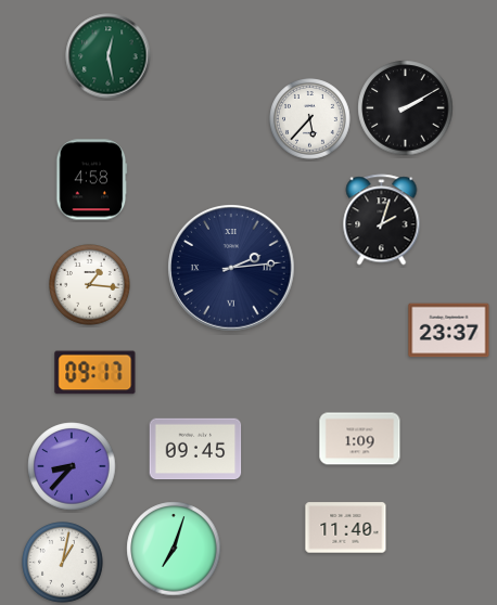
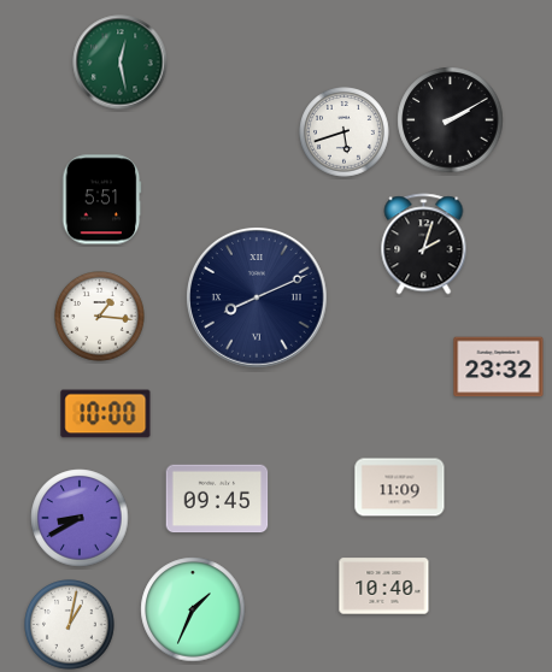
clock at (310, 119): 5:37 -> 5:42
clock at (92, 180): 4:58 -> 5:51
clock at (232, 269): 2:14 -> 8:11
clock at (449, 331): 23:37 -> 23:32
clock at (95, 373): 09:17 -> 10:00
clock at (360, 439): 1:09 -> 11:09
clock at (72, 466): 8:37 -> 8:40
clock at (346, 528): 11:40 -> 10:40
clock at (174, 549): 7:03 -> 1:34
